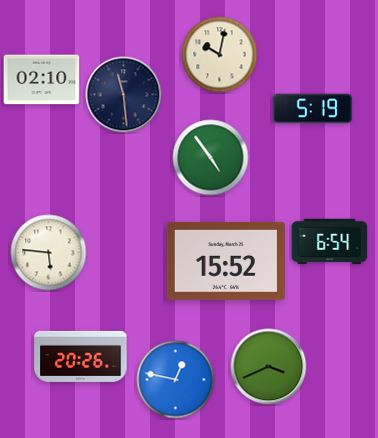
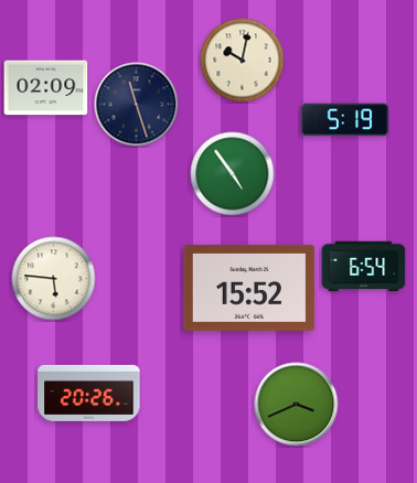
clock at (42, 80): 02:10 -> 02:09
clock at (124, 95): 11:29 -> 11:27
clock at (176, 380): 12:47 -> none
